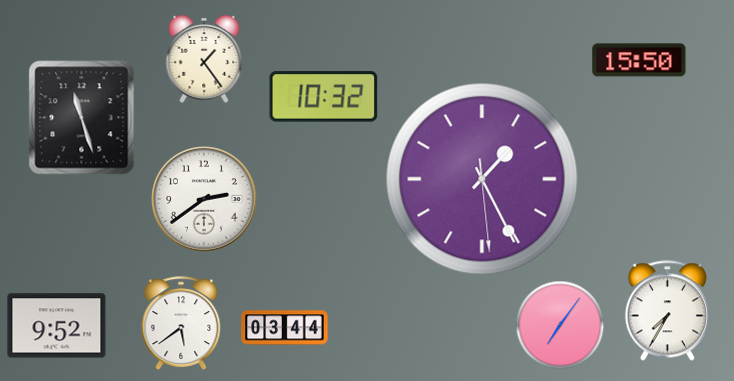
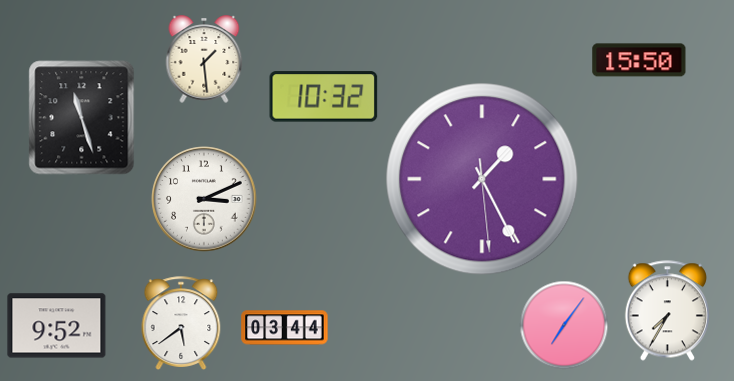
clock at (204, 59): 1:24 -> 1:29
clock at (204, 199): 2:39 -> 3:11
clock at (560, 325) position: (560, 325) -> (564, 325)
